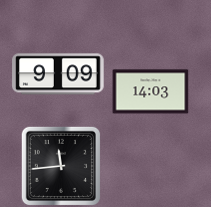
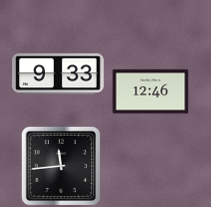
clock at (58, 74): 9:09 -> 9:33
clock at (151, 92): 14:03 -> 12:46
